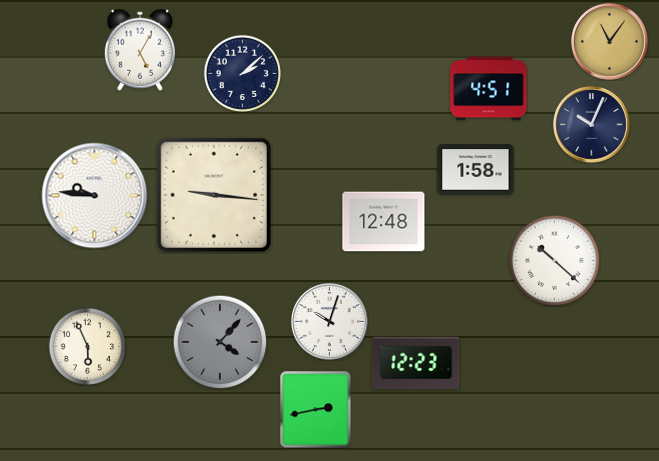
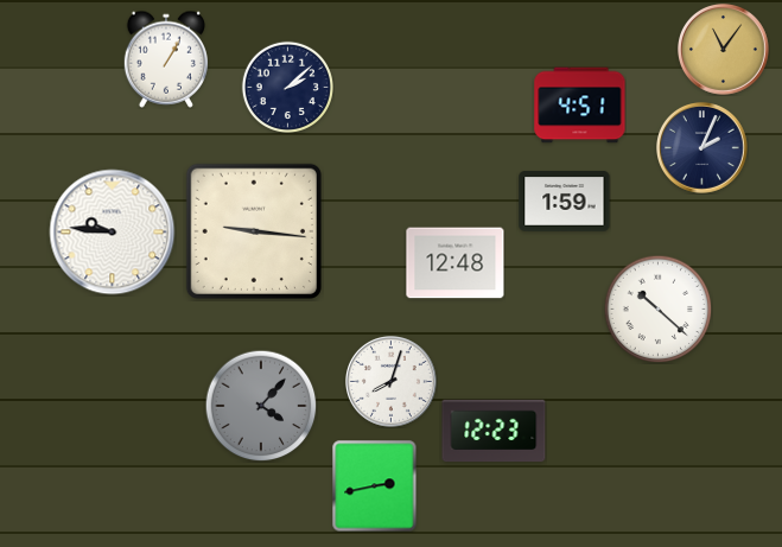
clock at (139, 50): 5:05 -> 1:05
clock at (592, 125): 10:04 -> 2:04
clock at (476, 170): 1:58 -> 1:59
clock at (330, 322): 10:03 -> 8:03
clock at (87, 346): 5:56 -> none
